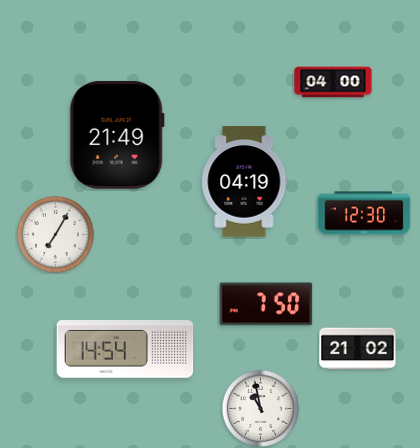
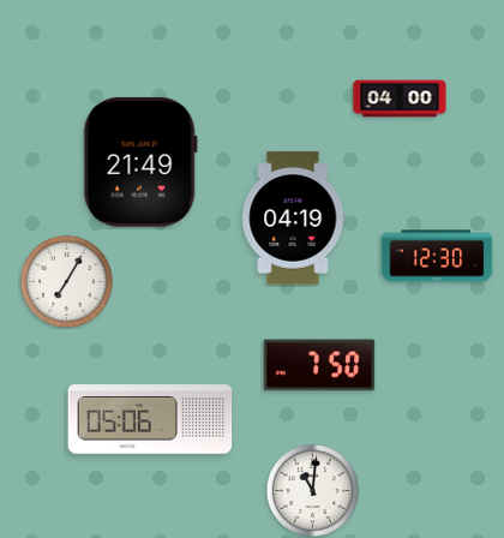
clock at (125, 349): 14:54 -> 05:06
clock at (358, 349): 21:02 -> none
clock at (260, 408): 10:58 -> 11:01
